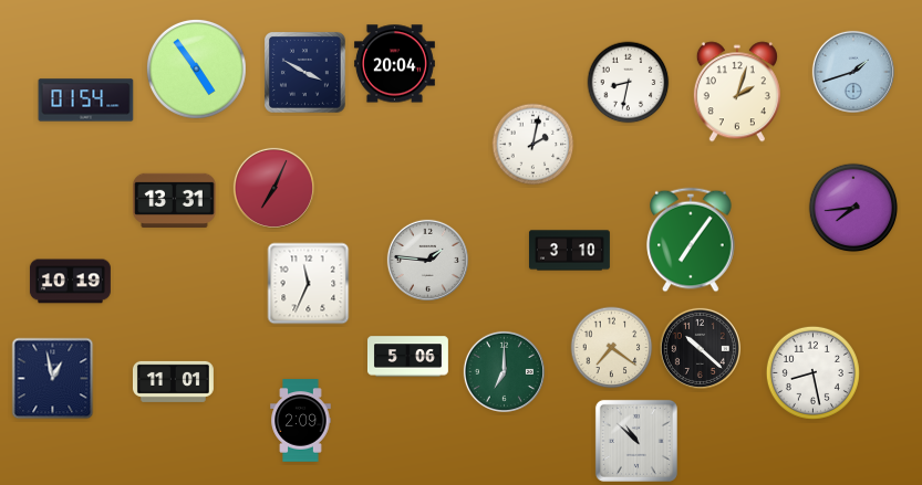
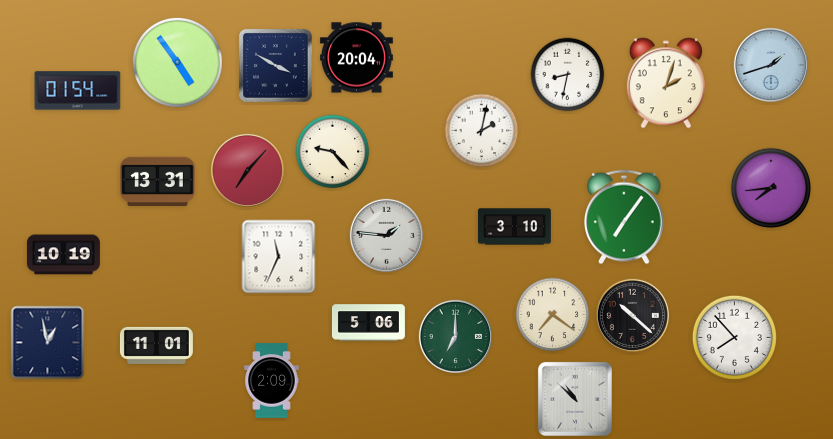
clock at (333, 152): none -> 9:23
clock at (273, 188): 7:04 -> 7:07
clock at (812, 372): 8:28 -> 7:53
